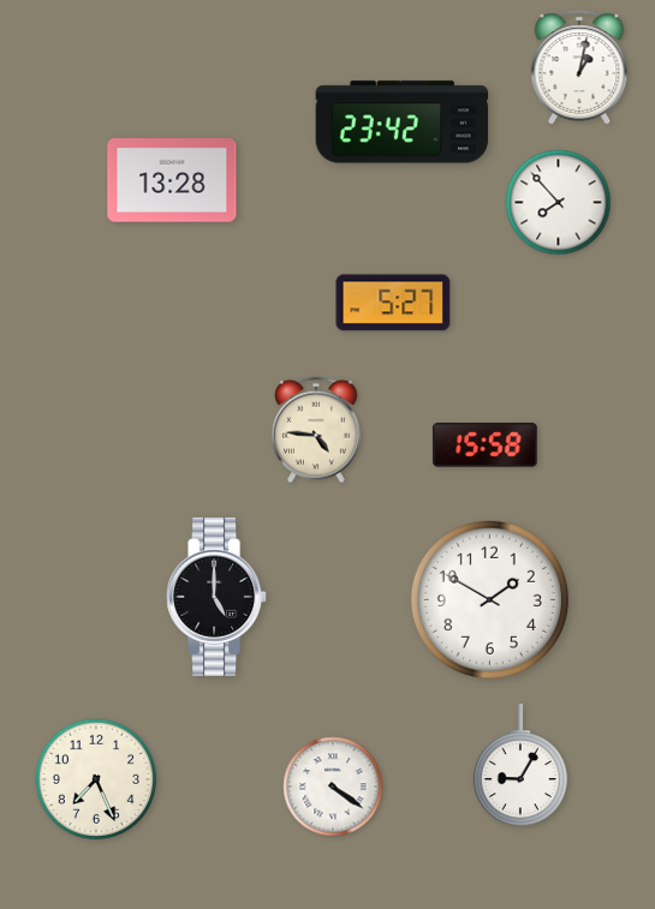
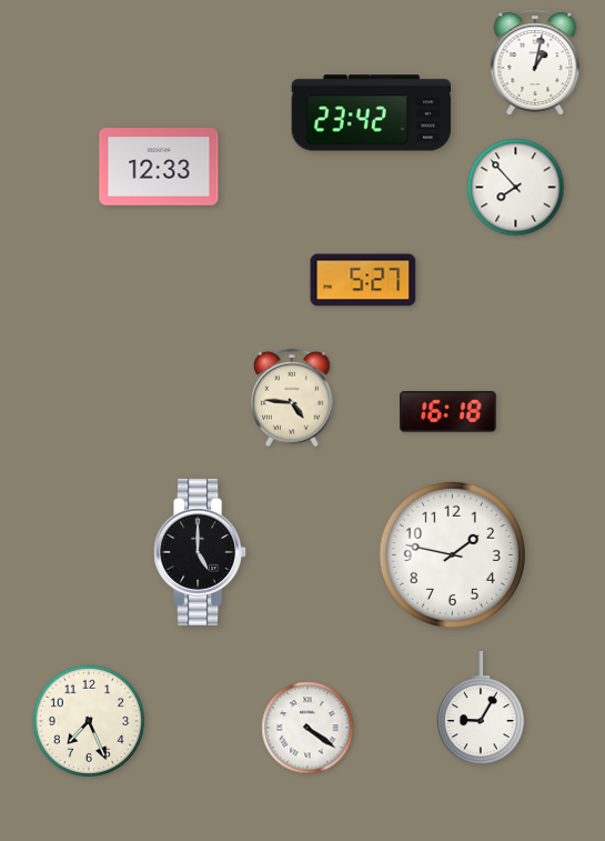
clock at (172, 180): 13:28 -> 12:33
clock at (486, 445): 15:58 -> 16:18
clock at (489, 599): 1:50 -> 1:47
